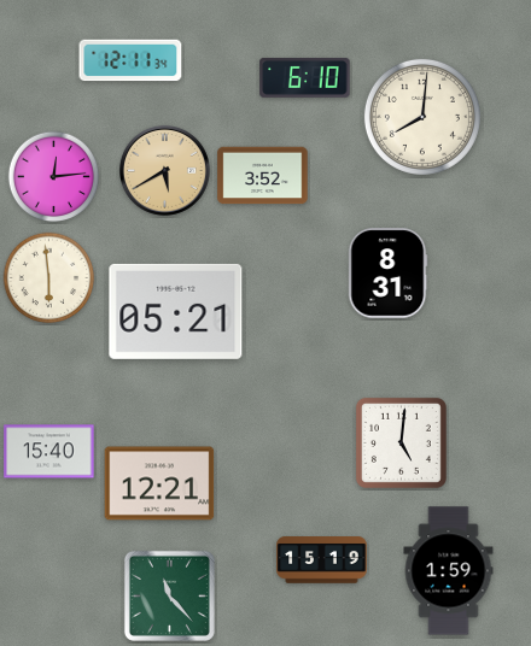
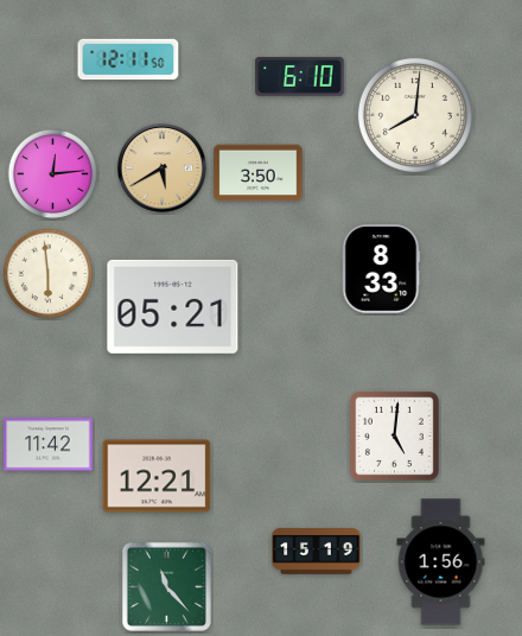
clock at (130, 60): 12:11:34 -> 12:11:50
clock at (263, 176): 3:52 -> 3:50
clock at (387, 274): 8:31 -> 8:33
clock at (49, 452): 15:40 -> 11:42
clock at (449, 571): 1:59 -> 1:56
